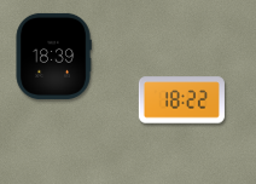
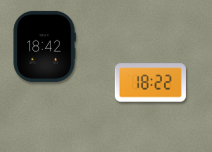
clock at (53, 56): 18:39 -> 18:42
